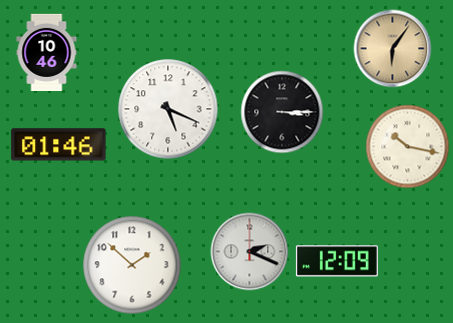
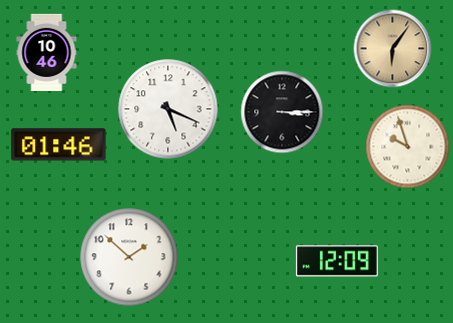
clock at (407, 146): 10:17 -> 9:57
clock at (249, 251): 2:19 -> none
clock at (132, 265) position: (132, 265) -> (129, 257)
